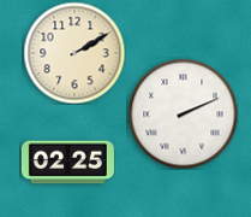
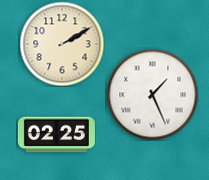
clock at (183, 113): 2:11 -> 1:26
